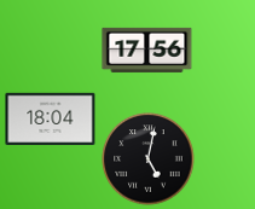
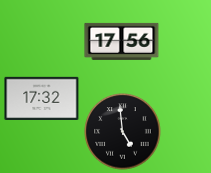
clock at (51, 118): 18:04 -> 17:32
clock at (149, 159): 5:02 -> 4:59
